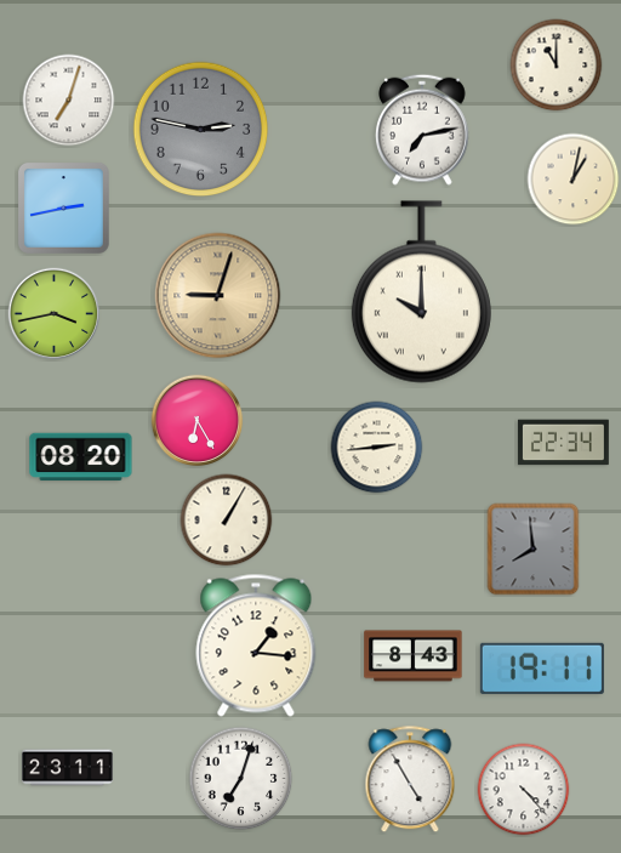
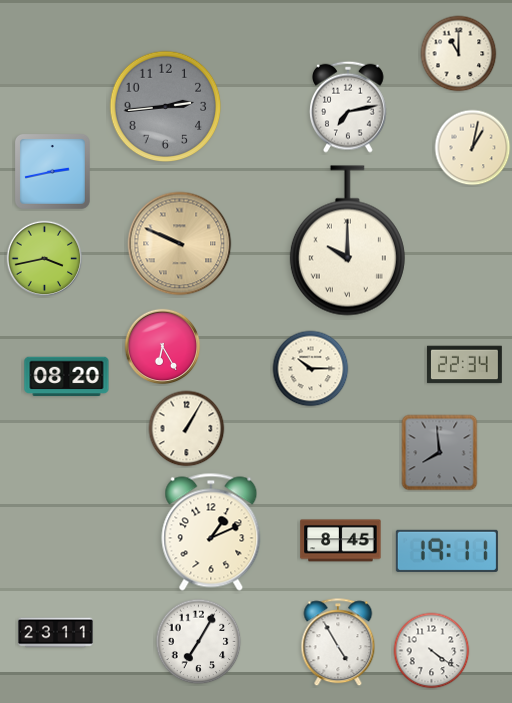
clock at (69, 101): 7:03 -> none
clock at (201, 130): 2:47 -> 2:44
clock at (218, 296): 9:03 -> 9:49
clock at (377, 448): 2:44 -> 10:15
clock at (256, 646): 1:16 -> 1:11
clock at (414, 656): 8:43 -> 8:45
clock at (241, 779): 7:03 -> 7:05
clock at (524, 790): 4:23 -> 4:21
